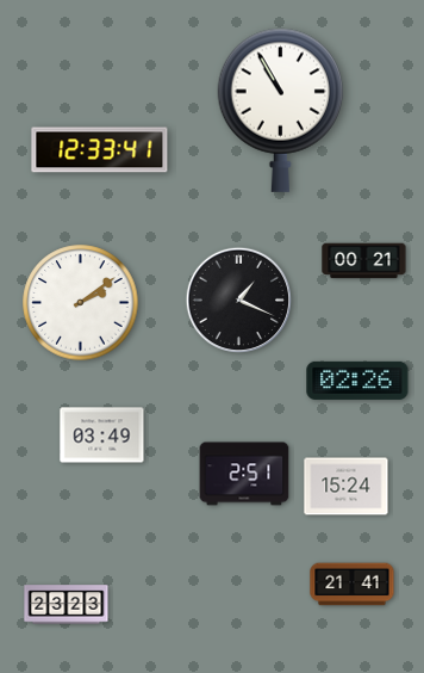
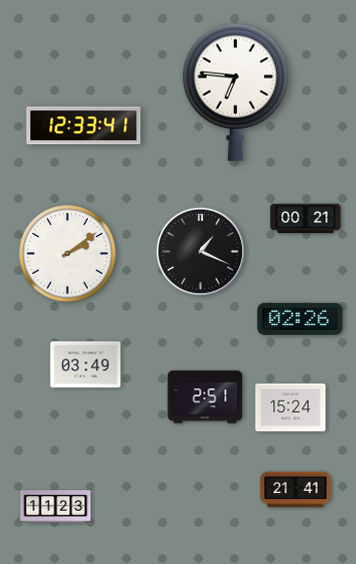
clock at (281, 110): 10:55 -> 6:46
clock at (67, 605): 23:23 -> 11:23
